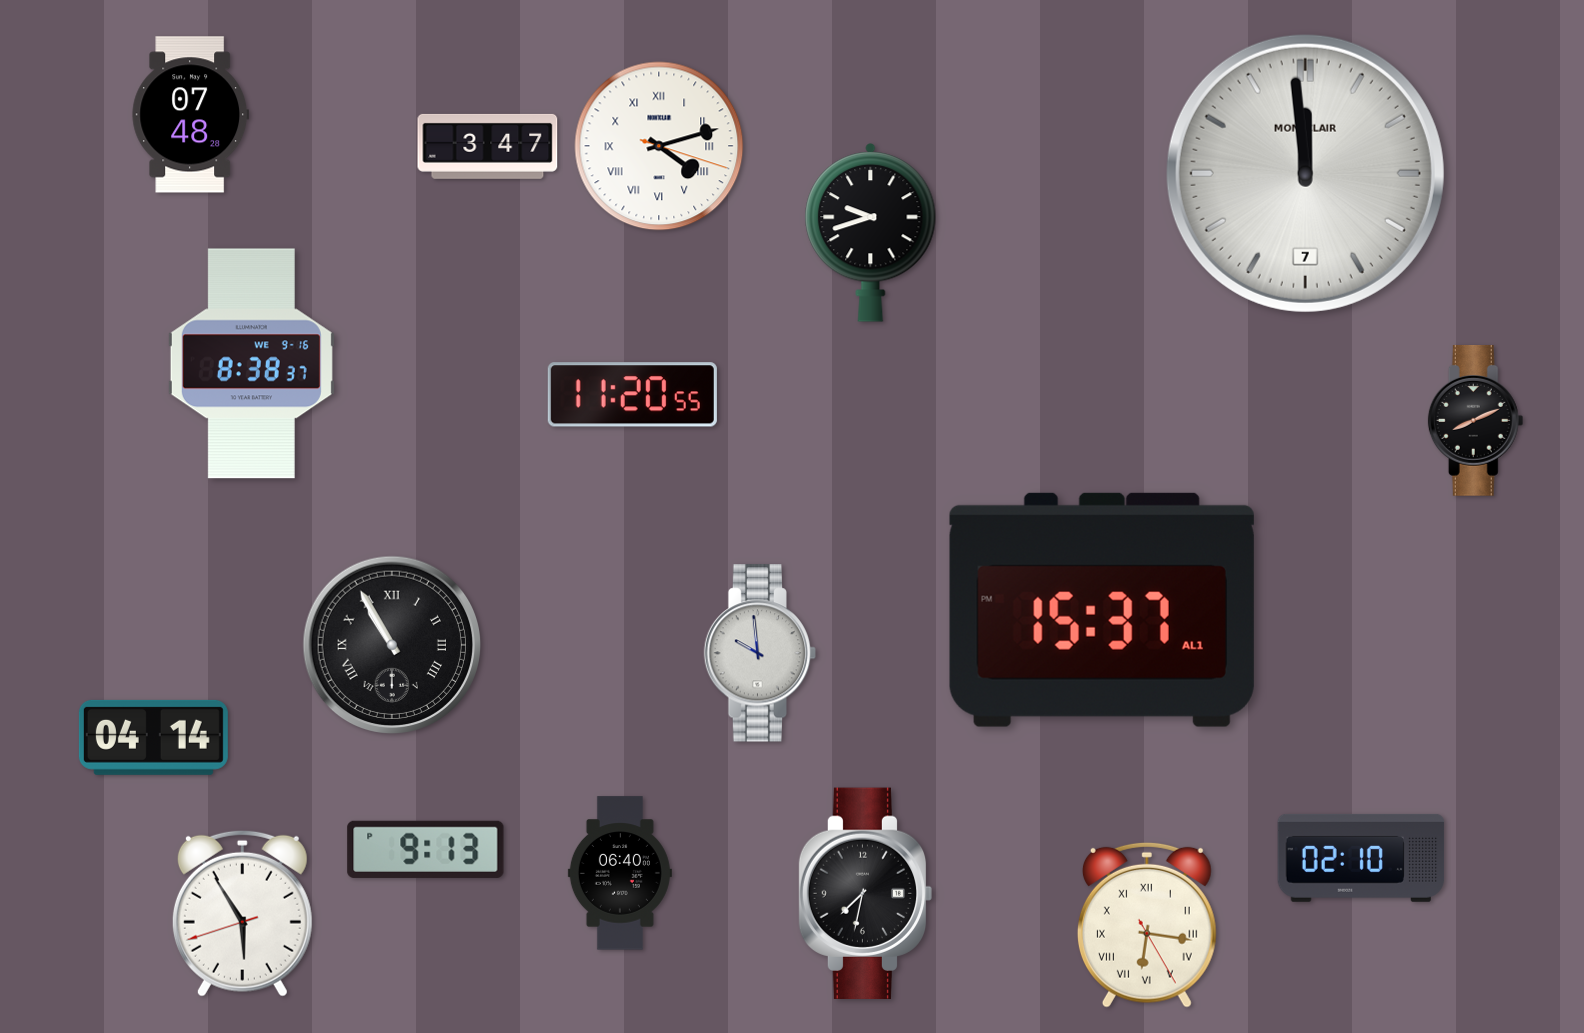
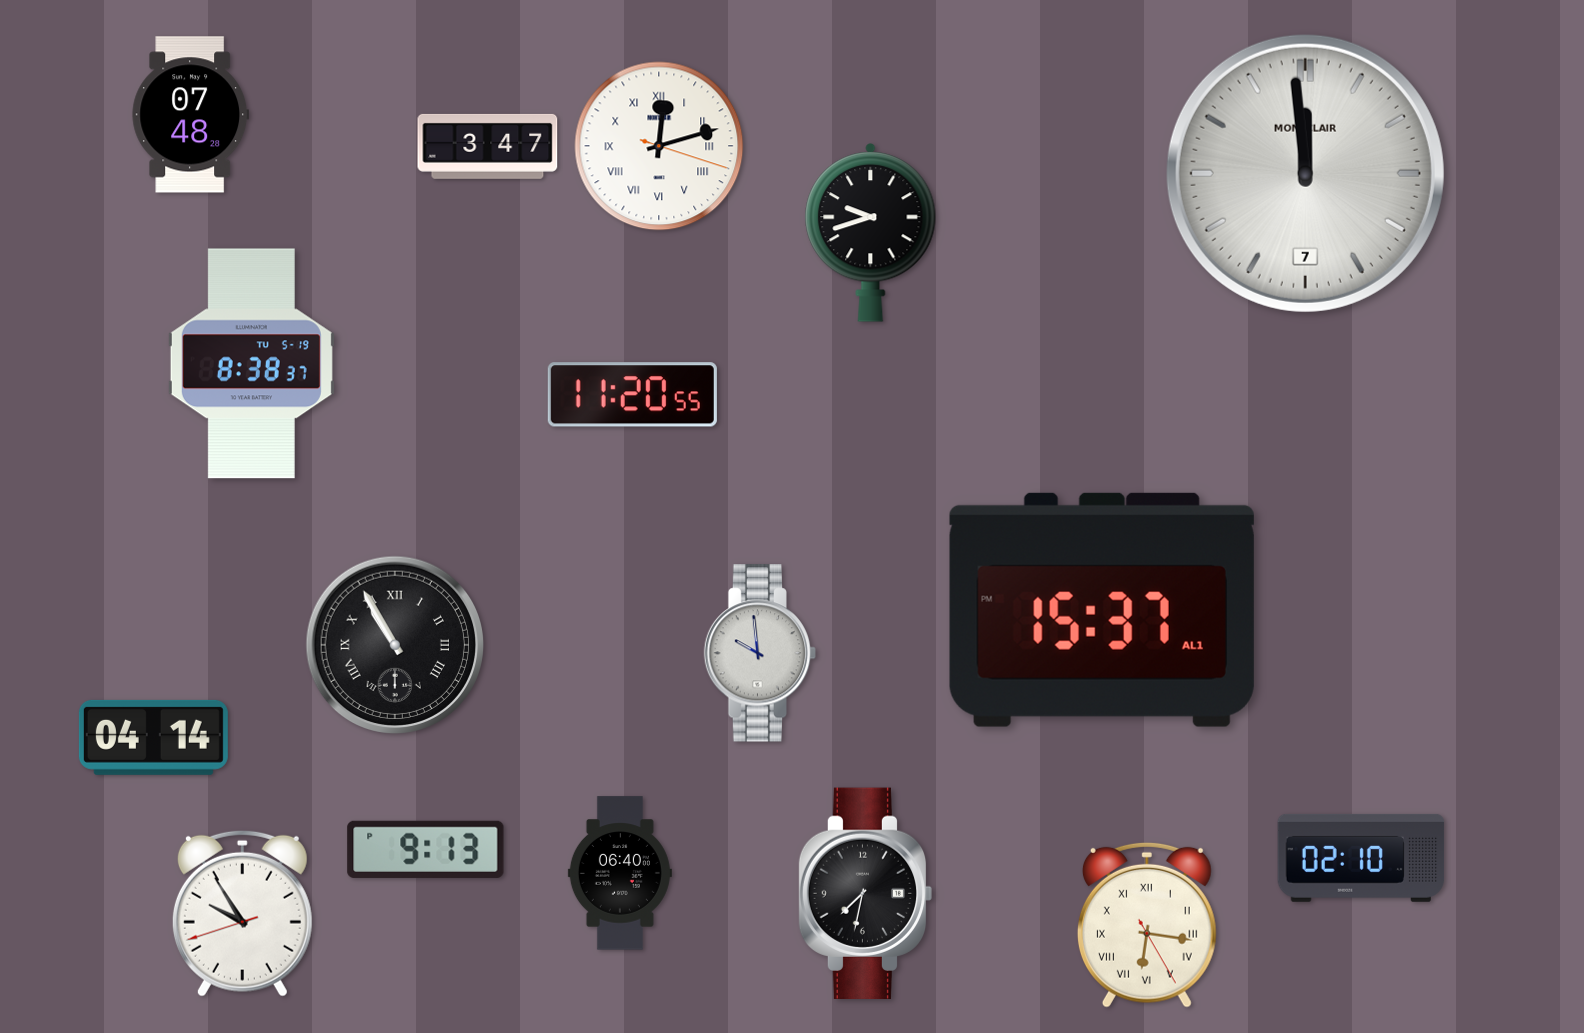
clock at (659, 146): 4:12 -> 12:12
clock at (251, 364) date: WE 9-16 -> TU 5-19
clock at (1476, 420): 8:11 -> none
clock at (392, 645) position: (392, 645) -> (395, 645)
clock at (242, 913): 5:54 -> 9:54
